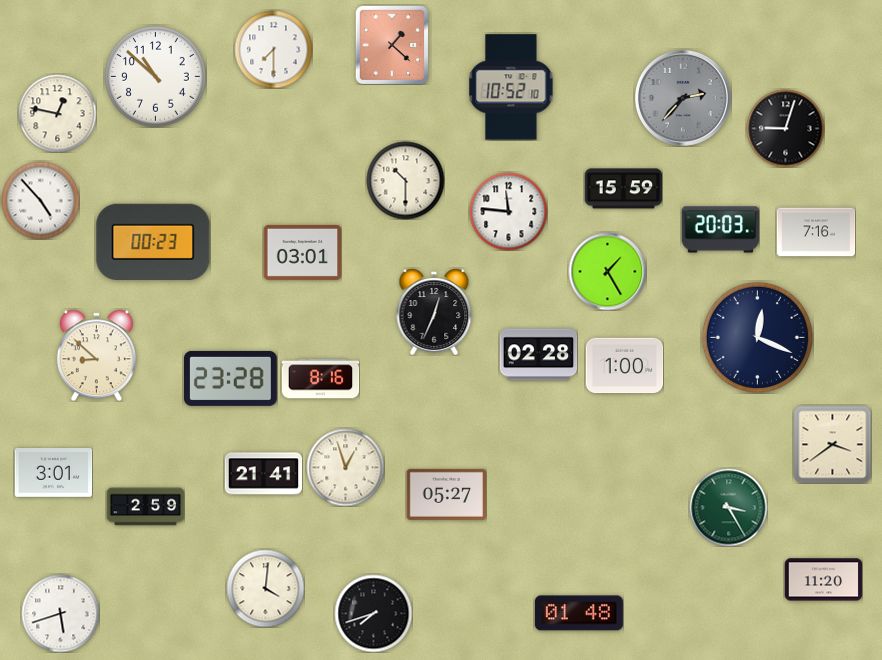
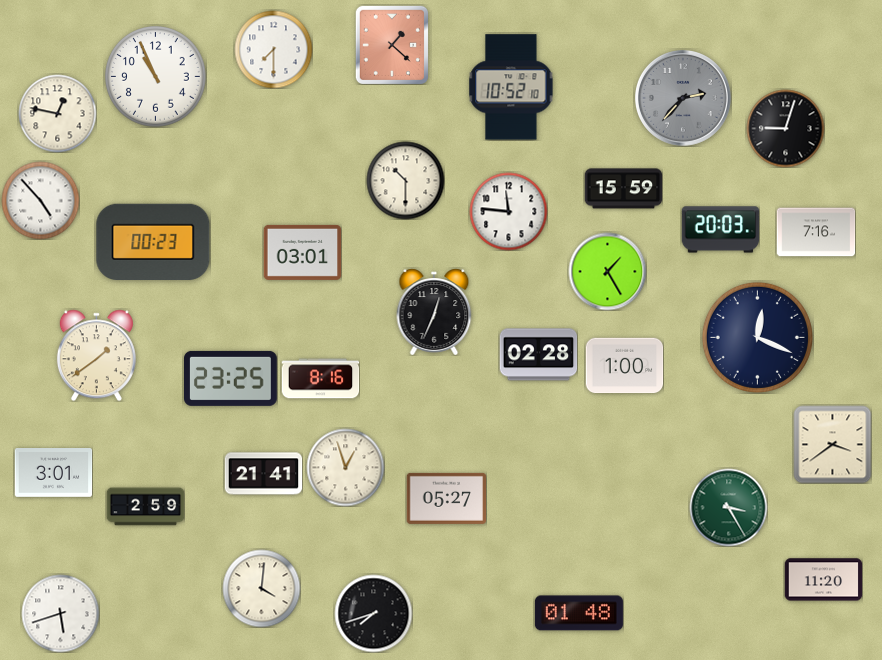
clock at (156, 77): 10:52 -> 10:56
clock at (96, 355): 8:52 -> 1:39
clock at (231, 378): 23:28 -> 23:25
clock at (446, 494) position: (446, 494) -> (446, 498)
clock at (265, 588) position: (265, 588) -> (261, 588)
